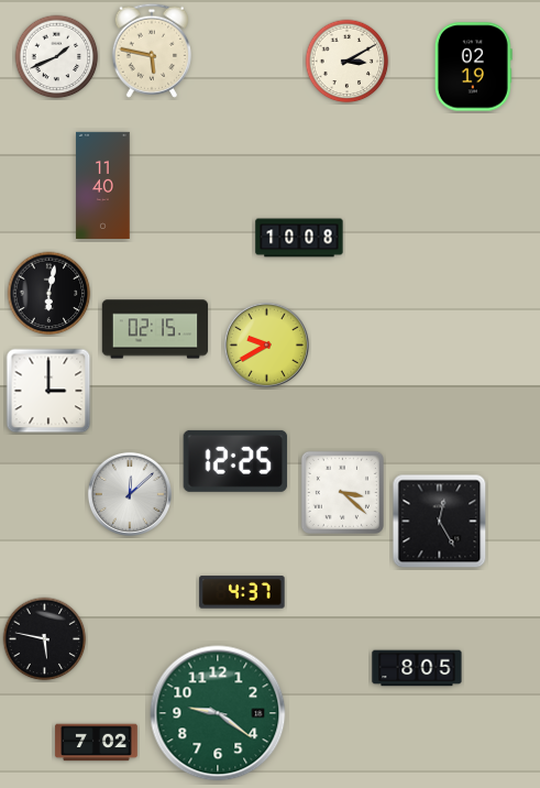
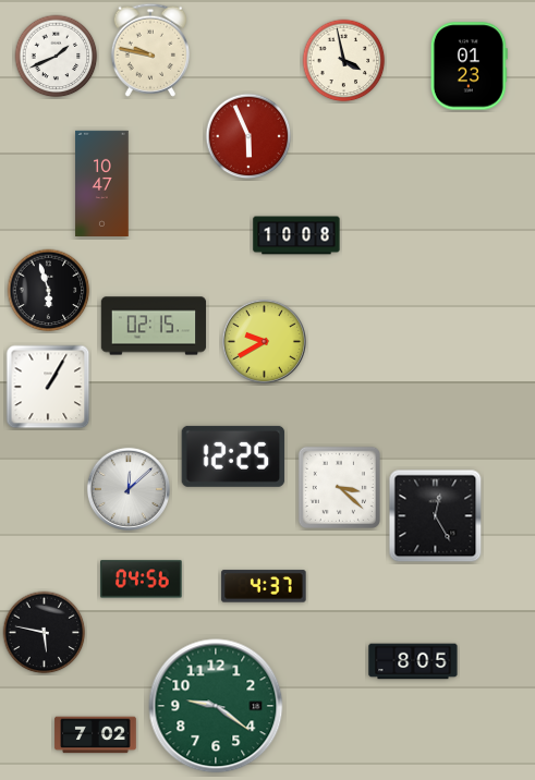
clock at (151, 51): 5:47 -> 9:47
clock at (348, 62): 3:10 -> 3:58
clock at (473, 67): 02:19 -> 01:23
clock at (248, 136): none -> 5:56
clock at (103, 185): 11:40 -> 10:47
clock at (49, 294): 6:02 -> 5:57
clock at (48, 391): 3:00 -> 1:05
clock at (142, 580): none -> 04:56
clock at (242, 592) position: (242, 592) -> (264, 586)
